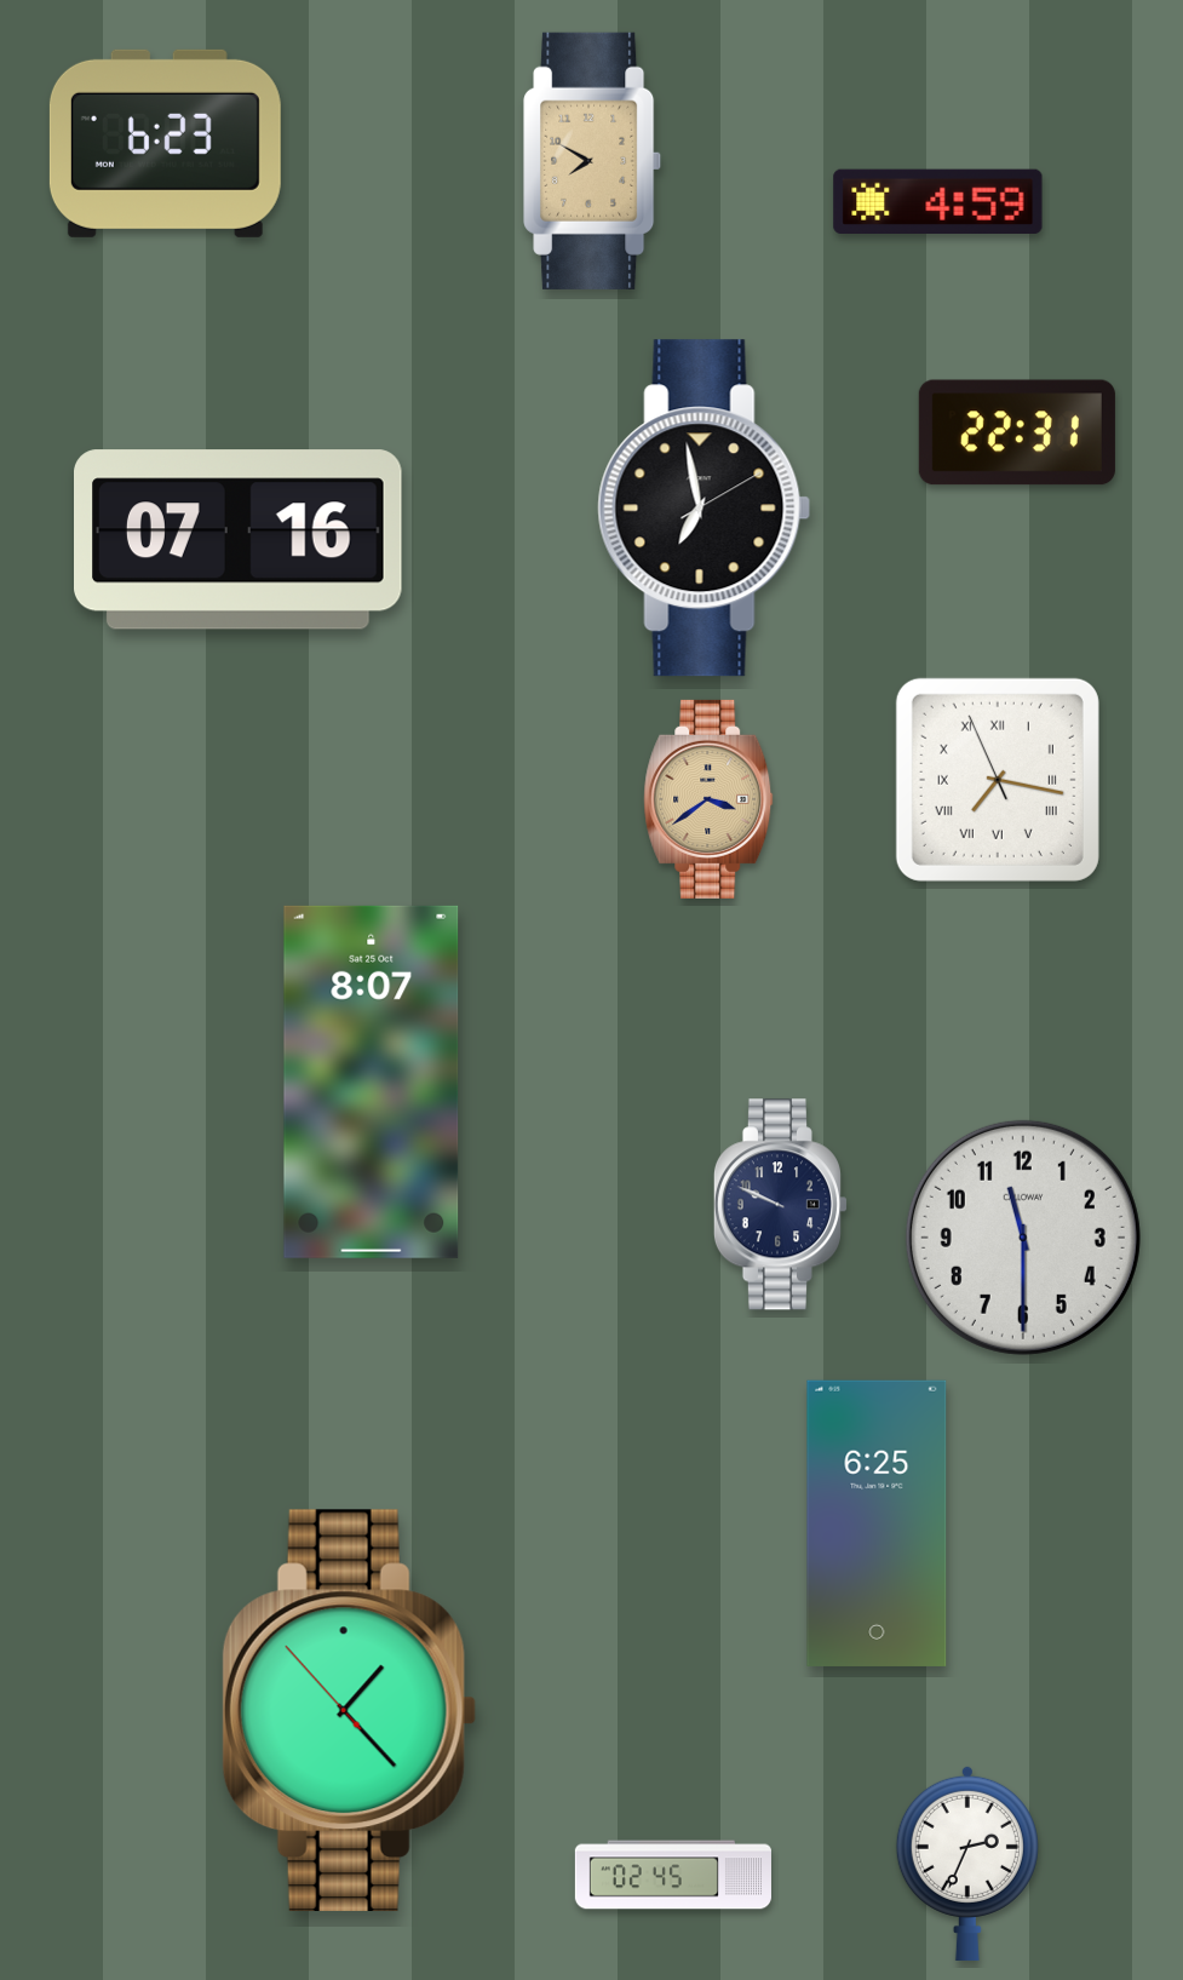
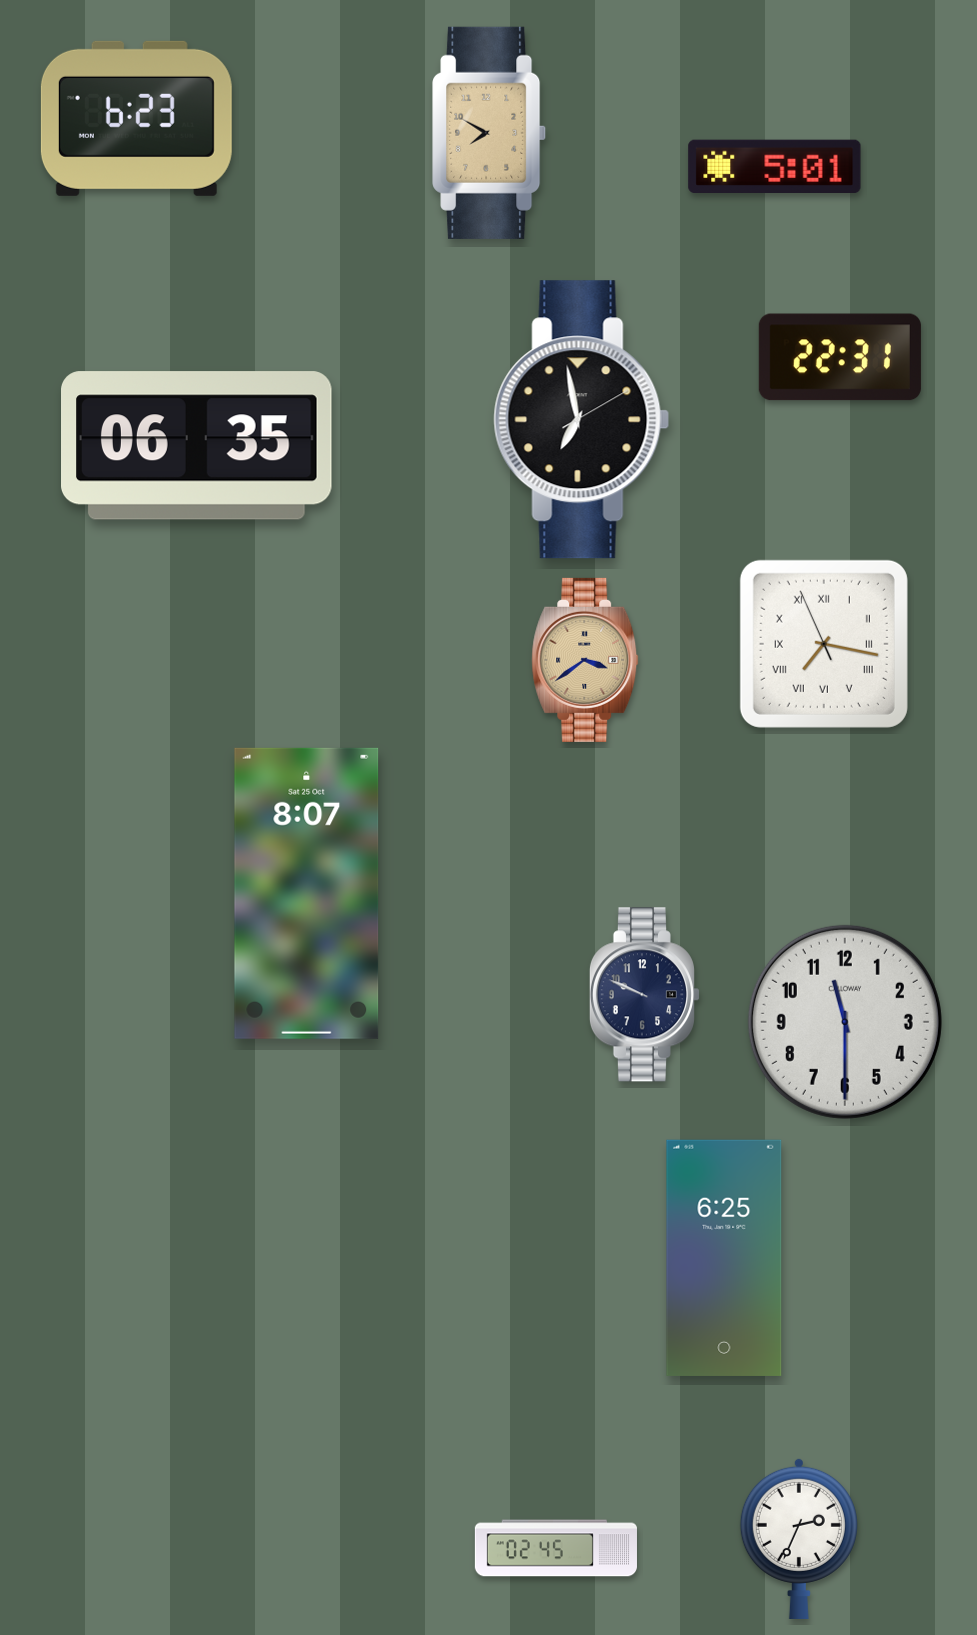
clock at (938, 201): 4:59 -> 5:01
clock at (239, 540): 07:16 -> 06:35
clock at (349, 1710): 1:22 -> none
